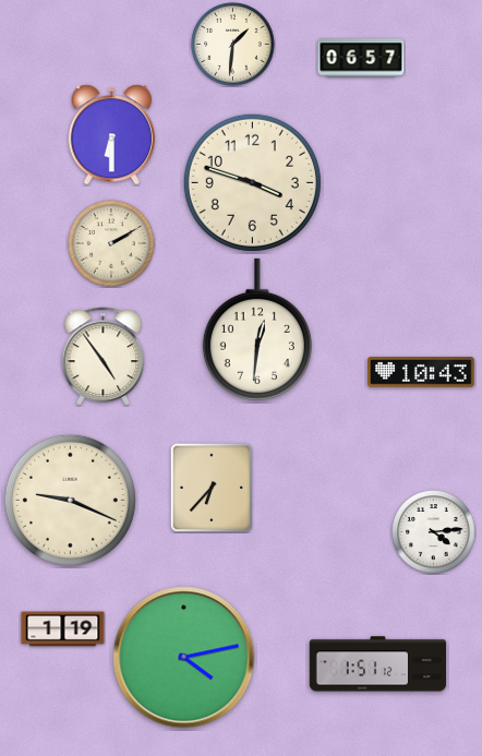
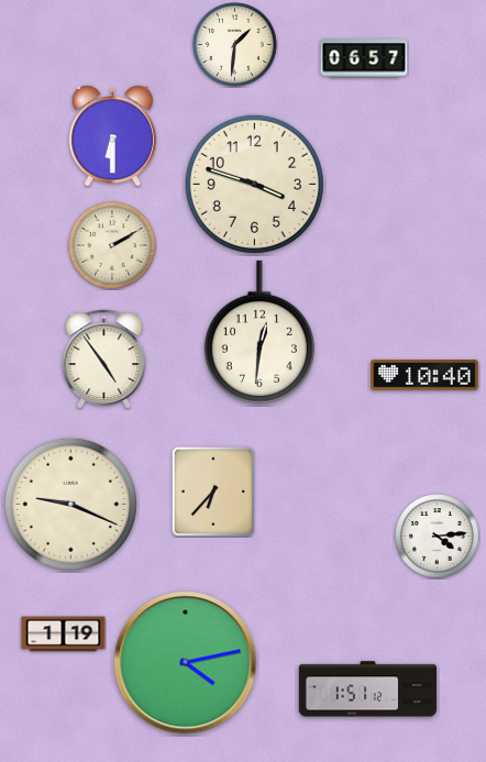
clock at (422, 372): 10:43 -> 10:40
clock at (378, 664) position: (378, 664) -> (368, 689)
